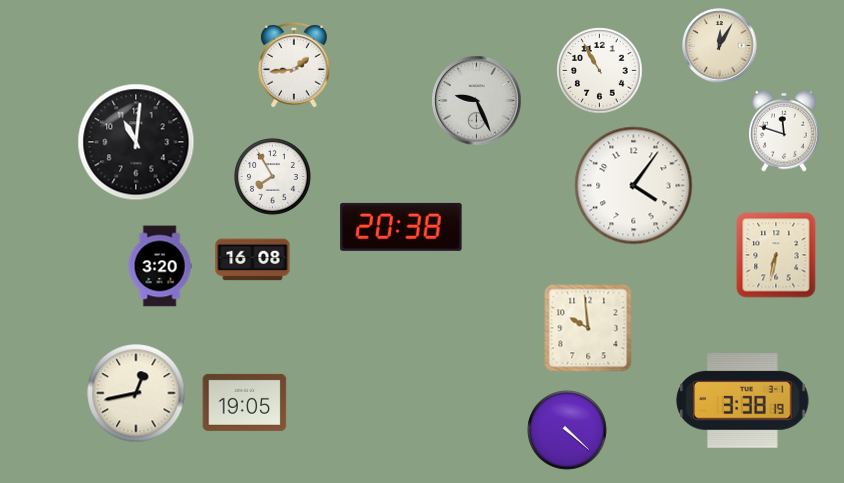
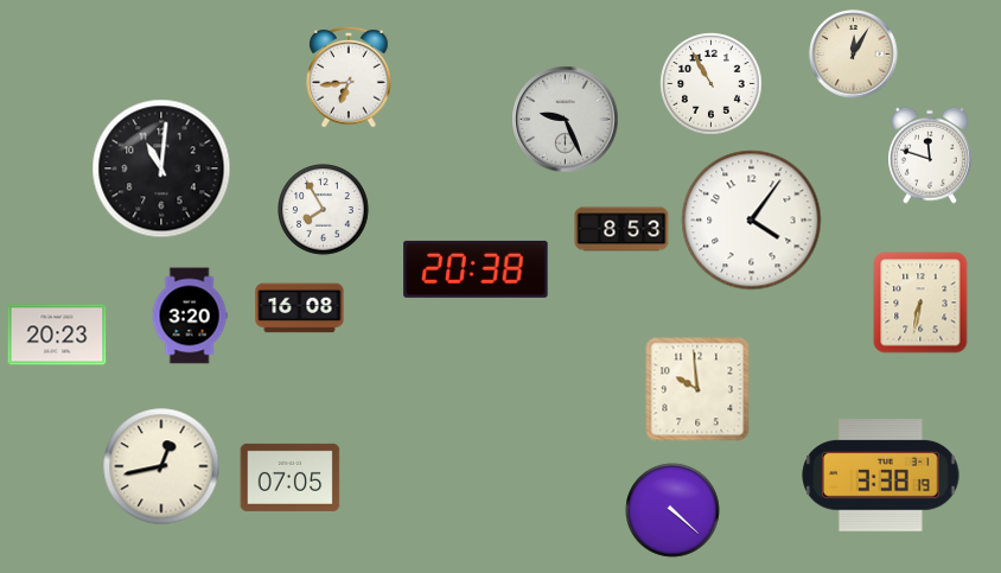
clock at (294, 65): 1:44 -> 6:44
clock at (621, 229): none -> 8:53
clock at (57, 335): none -> 20:23
clock at (245, 402): 19:05 -> 07:05
